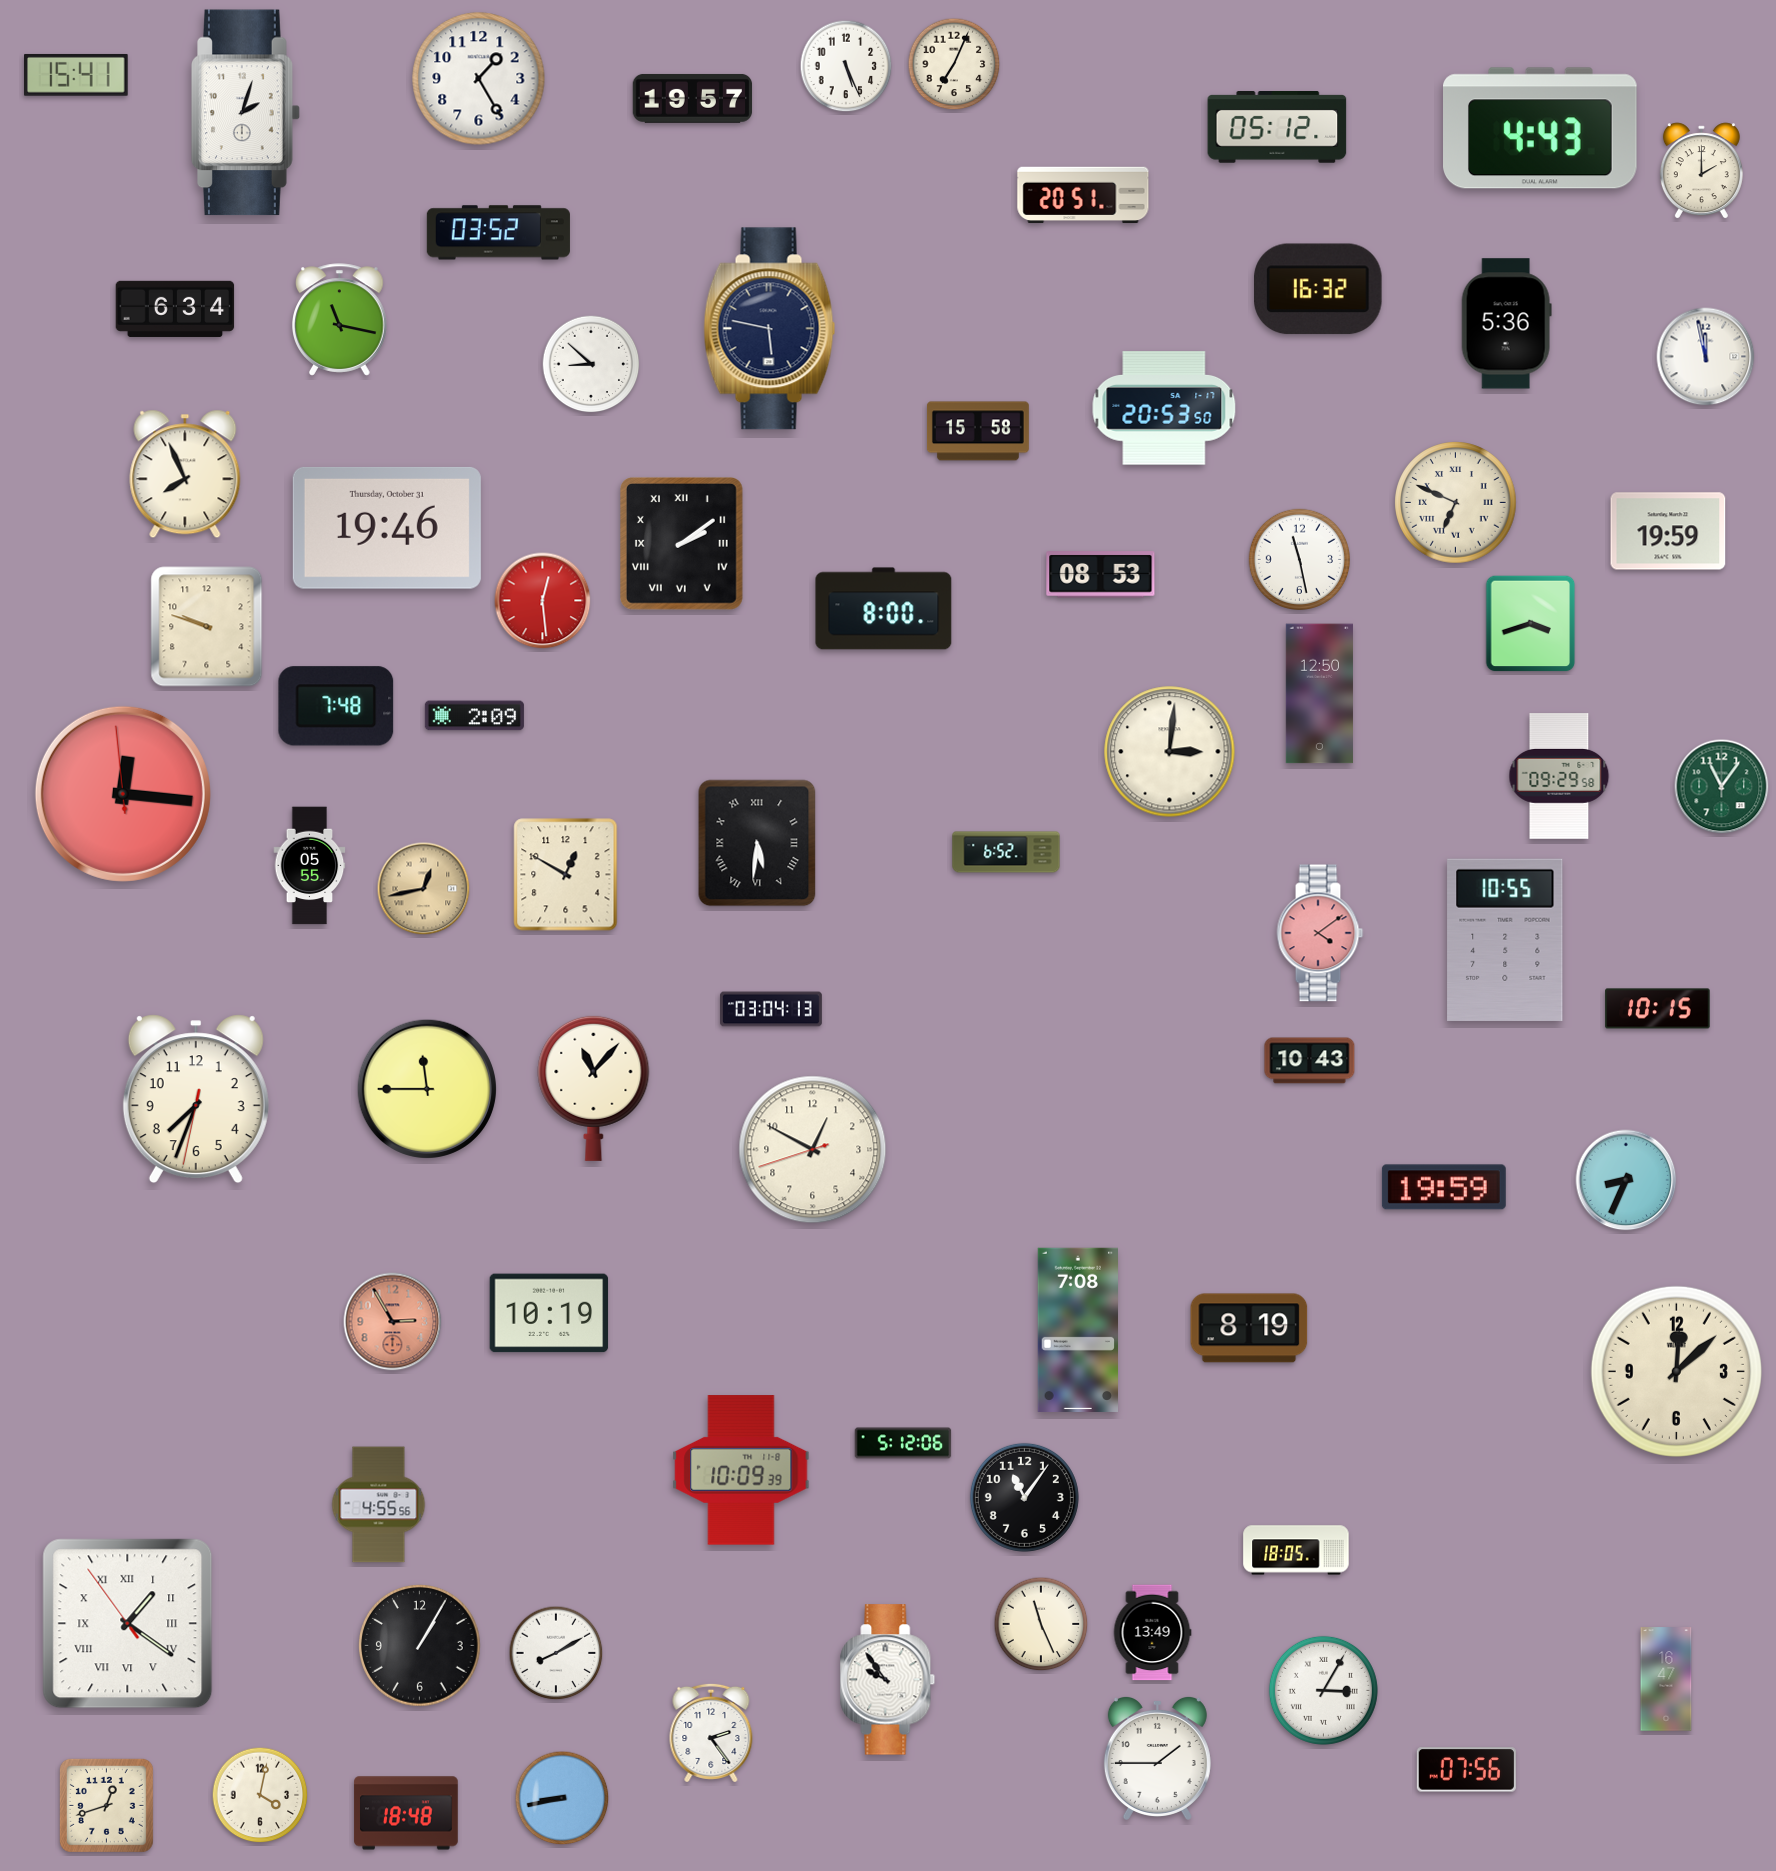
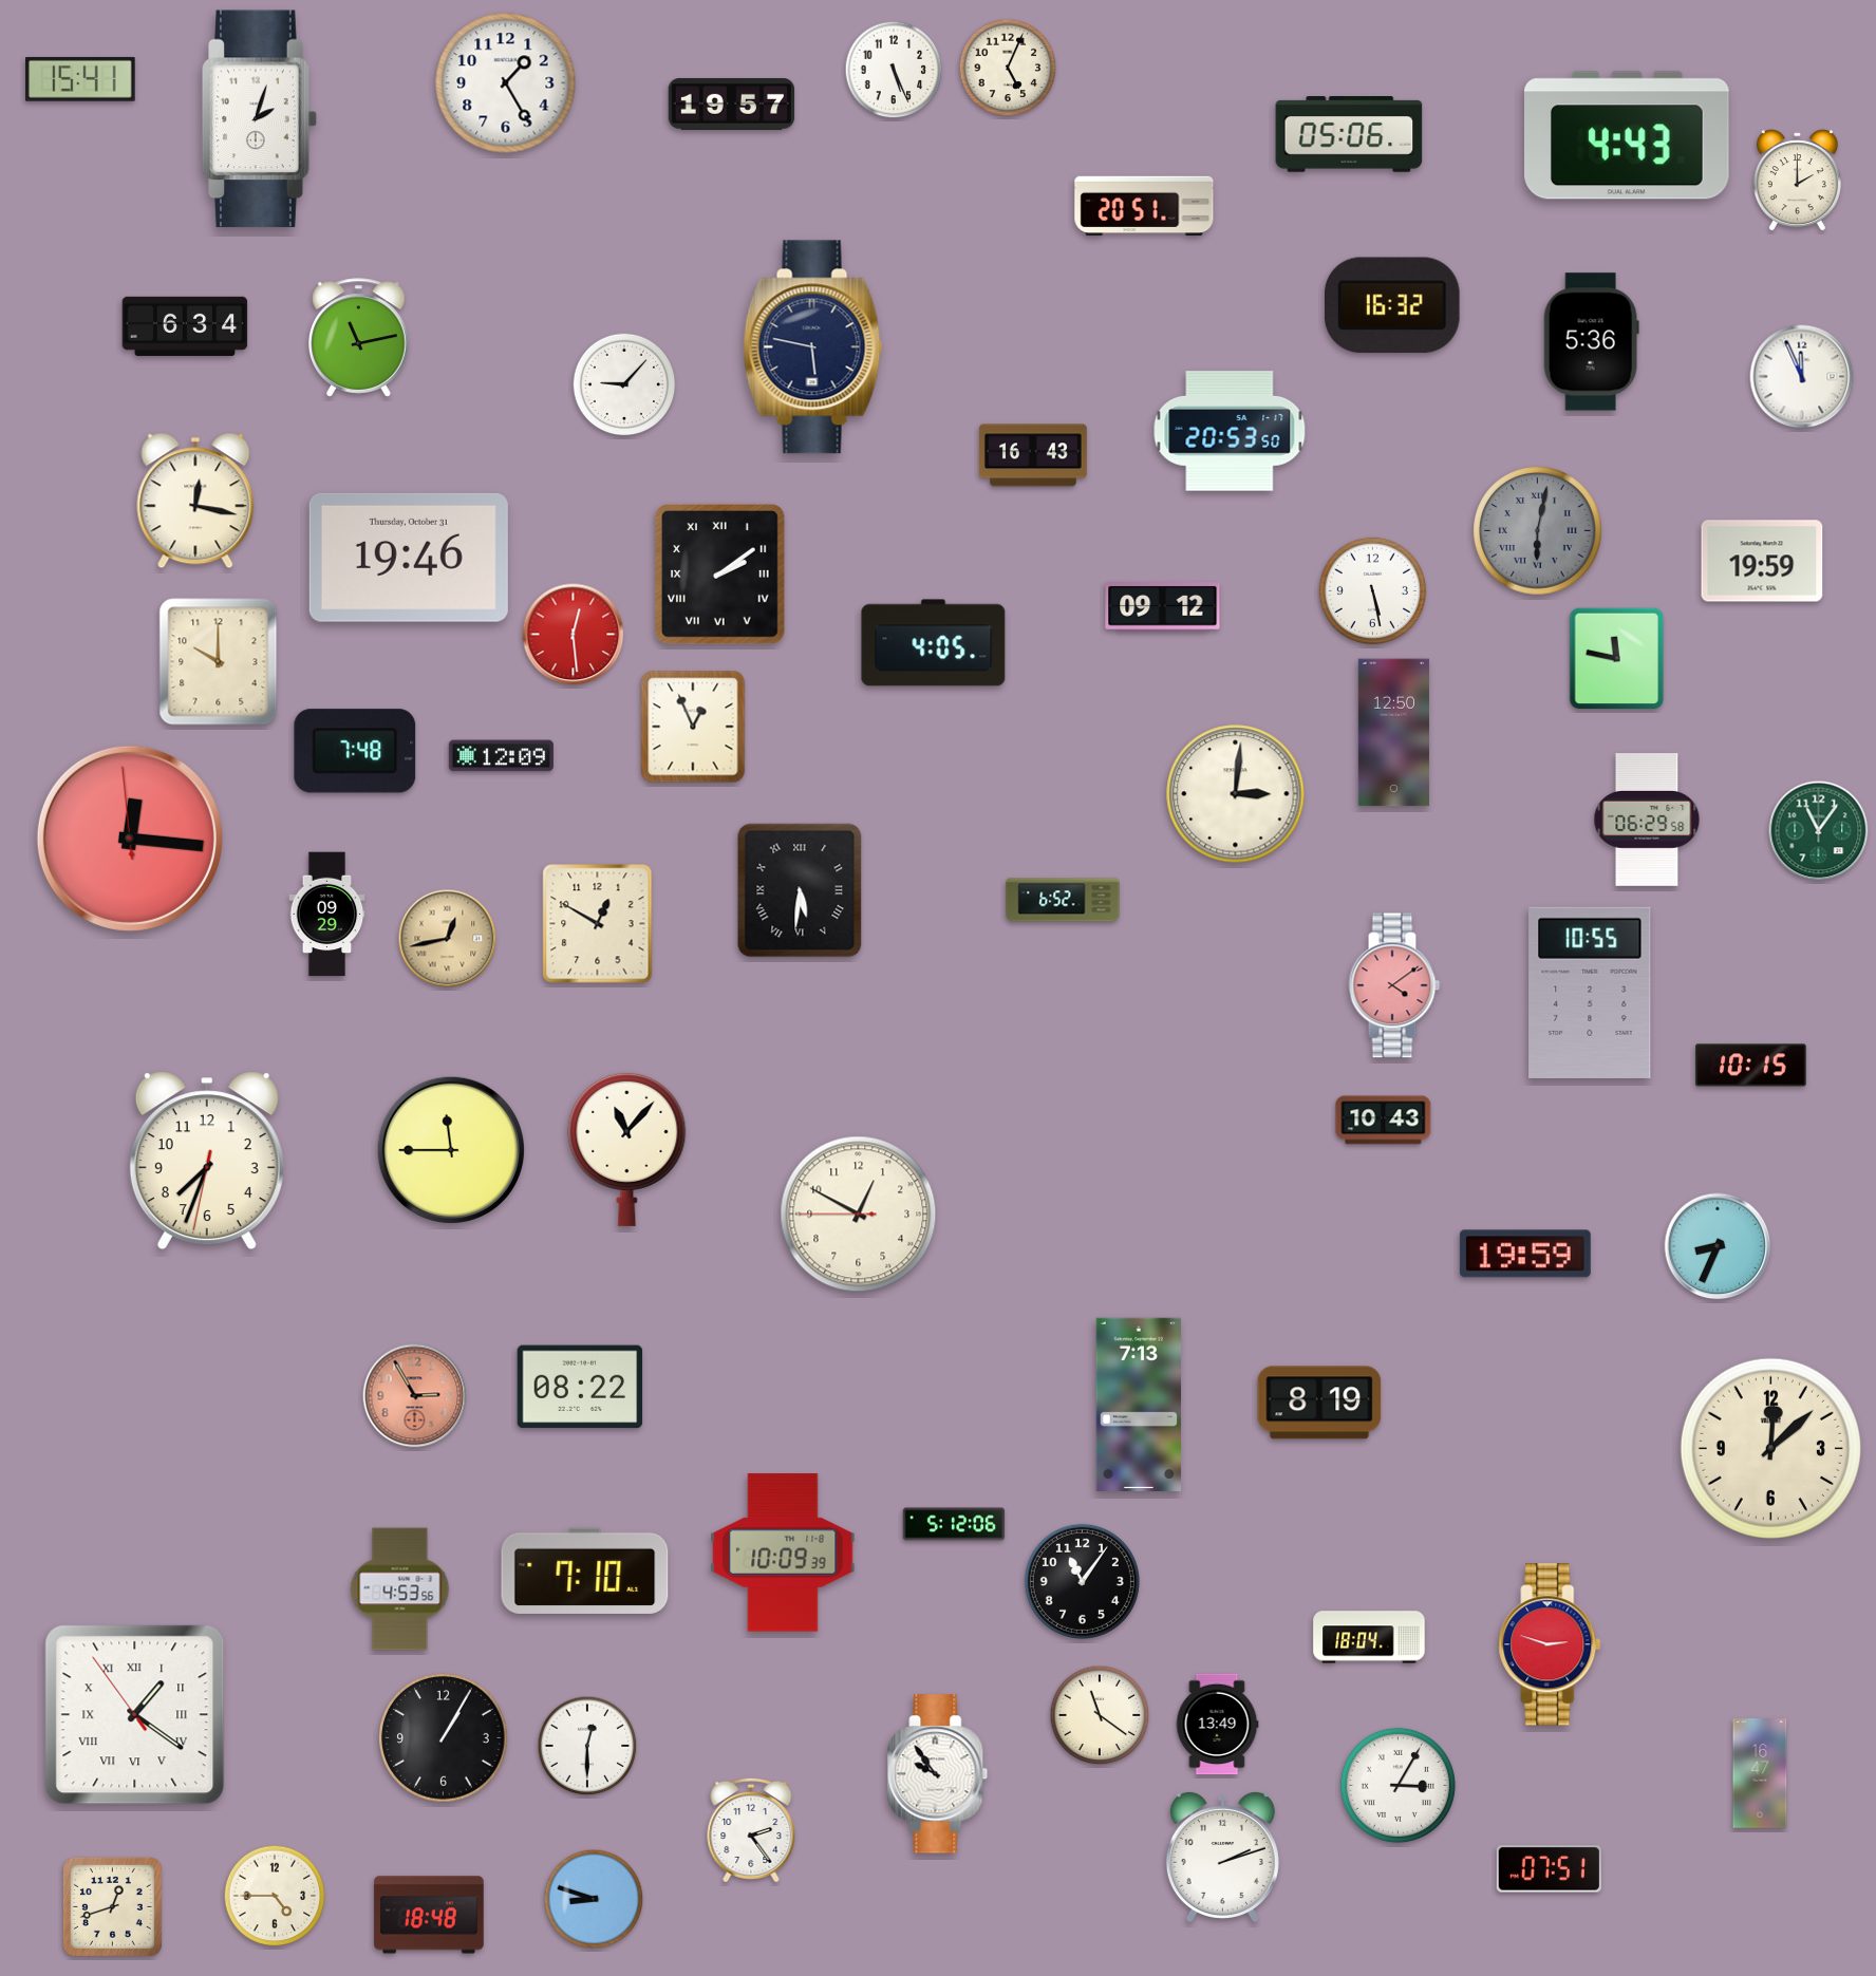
clock at (954, 64): 7:04 -> 5:04
clock at (1277, 128): 05:12 -> 05:06
clock at (498, 233): 03:52 -> none
clock at (340, 320): 11:17 -> 11:13
clock at (1706, 357): 11:58 -> 11:56
clock at (591, 364): 8:52 -> 9:07
clock at (978, 431): 15:58 -> 16:43
clock at (185, 474): 7:56 -> 12:17
clock at (1456, 503): 6:49 -> 6:02
clock at (1456, 503) dial: cream -> grey
clock at (1299, 559): 11:28 -> 5:28
clock at (1101, 575): 08:53 -> 09:12
clock at (884, 609): 8:00 -> 4:05
clock at (1531, 624): 3:42 -> 11:47
clock at (207, 627): 9:48 -> 10:00
clock at (693, 727): none -> 12:56
clock at (336, 706) position: (336, 706) -> (355, 751)
clock at (474, 716): 2:09 -> 12:09
clock at (1559, 776): 09:29 -> 06:29
clock at (310, 866): 05:55 -> 09:29
clock at (772, 1009): 03:04 -> none
clock at (813, 1150): 12:49:42 -> 12:49:45
clock at (549, 1313): 10:19 -> 08:22
clock at (1077, 1329): 7:08 -> 7:13
clock at (585, 1570): none -> 7:10
clock at (379, 1505): 4:55 -> 4:53
clock at (1296, 1550): 18:05 -> 18:04
clock at (1550, 1644): none -> 2:48
clock at (1041, 1624): 11:26 -> 11:21
clock at (556, 1653): 8:10 -> 12:30
clock at (1157, 1758): 1:45 -> 2:12
clock at (1466, 1770): 07:56 -> 07:51
clock at (260, 1795): 4:02 -> 4:45
clock at (562, 1798): 8:43 -> 8:48
